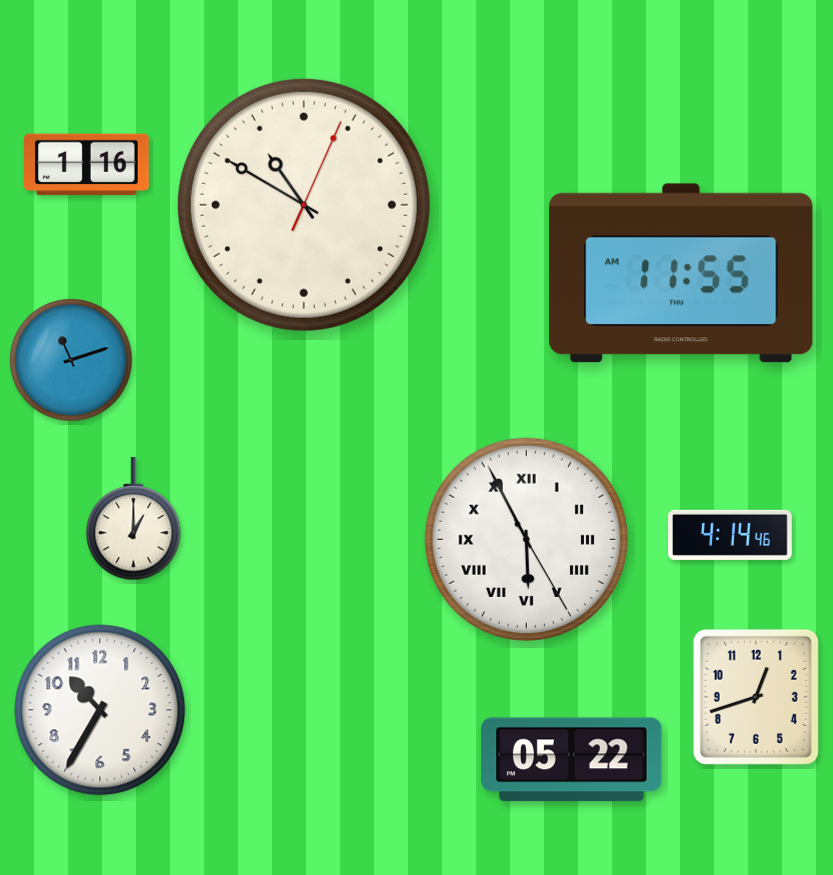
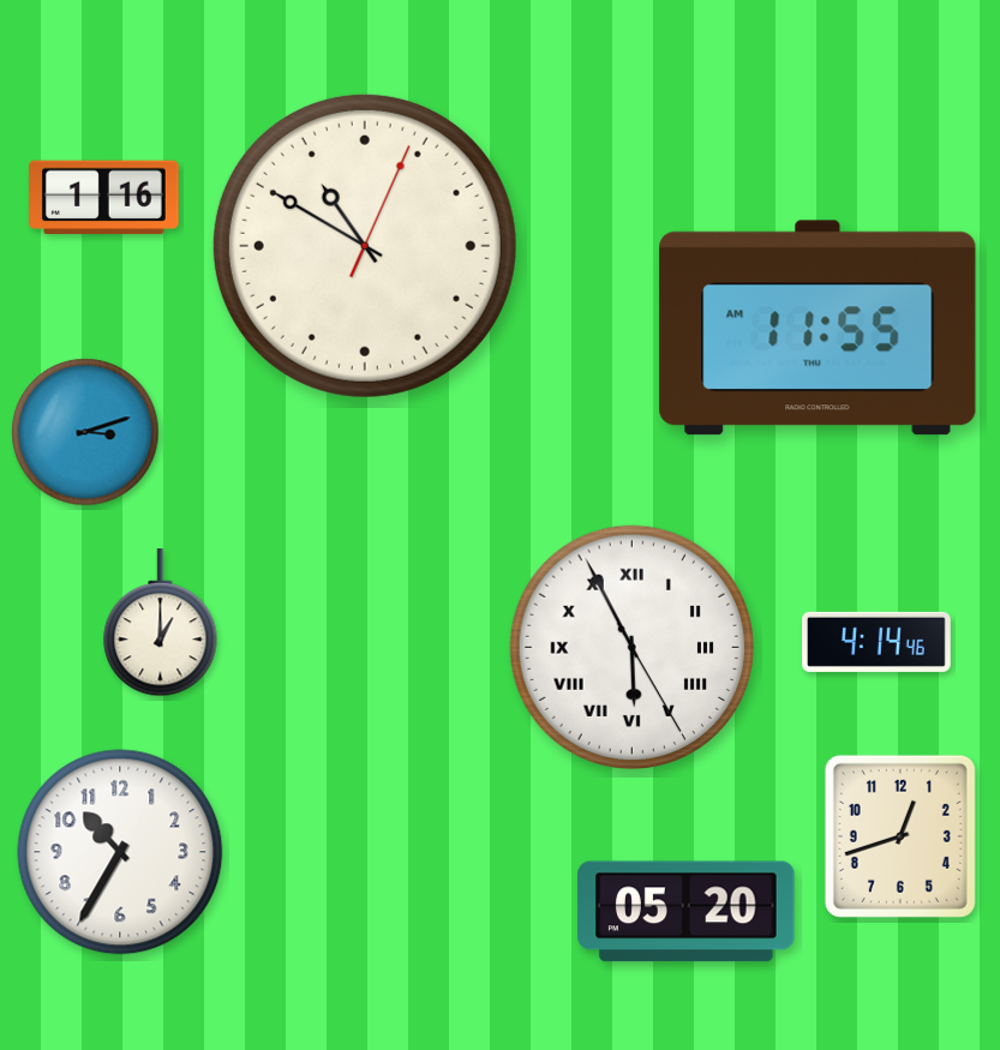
clock at (71, 360): 11:12 -> 3:12
clock at (756, 697) position: (756, 697) -> (900, 836)
clock at (572, 760): 05:22 -> 05:20
